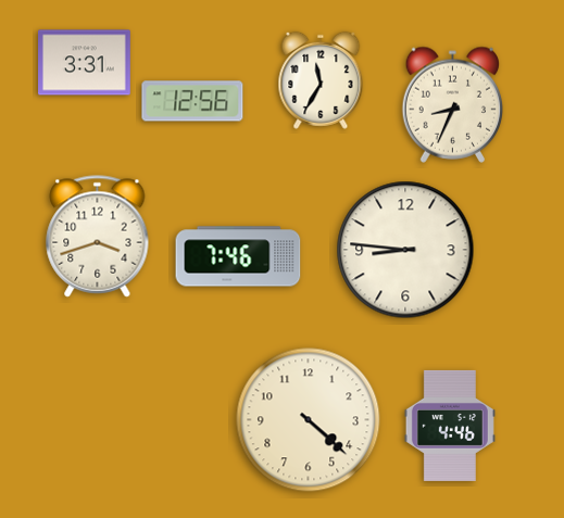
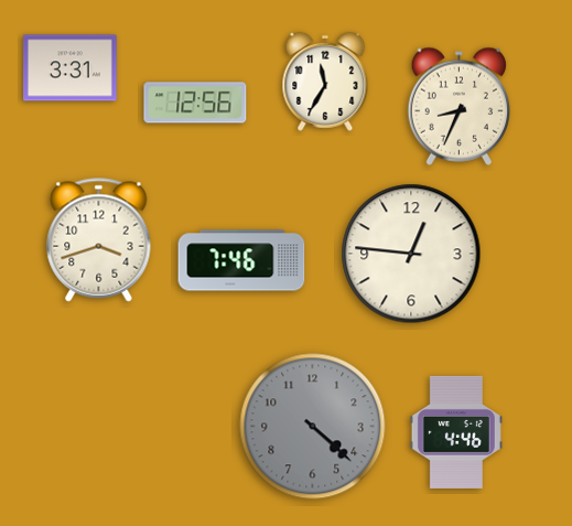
clock at (85, 63) position: (85, 63) -> (71, 68)
clock at (405, 250): 8:46 -> 12:46
clock at (309, 420) dial: cream -> grey
